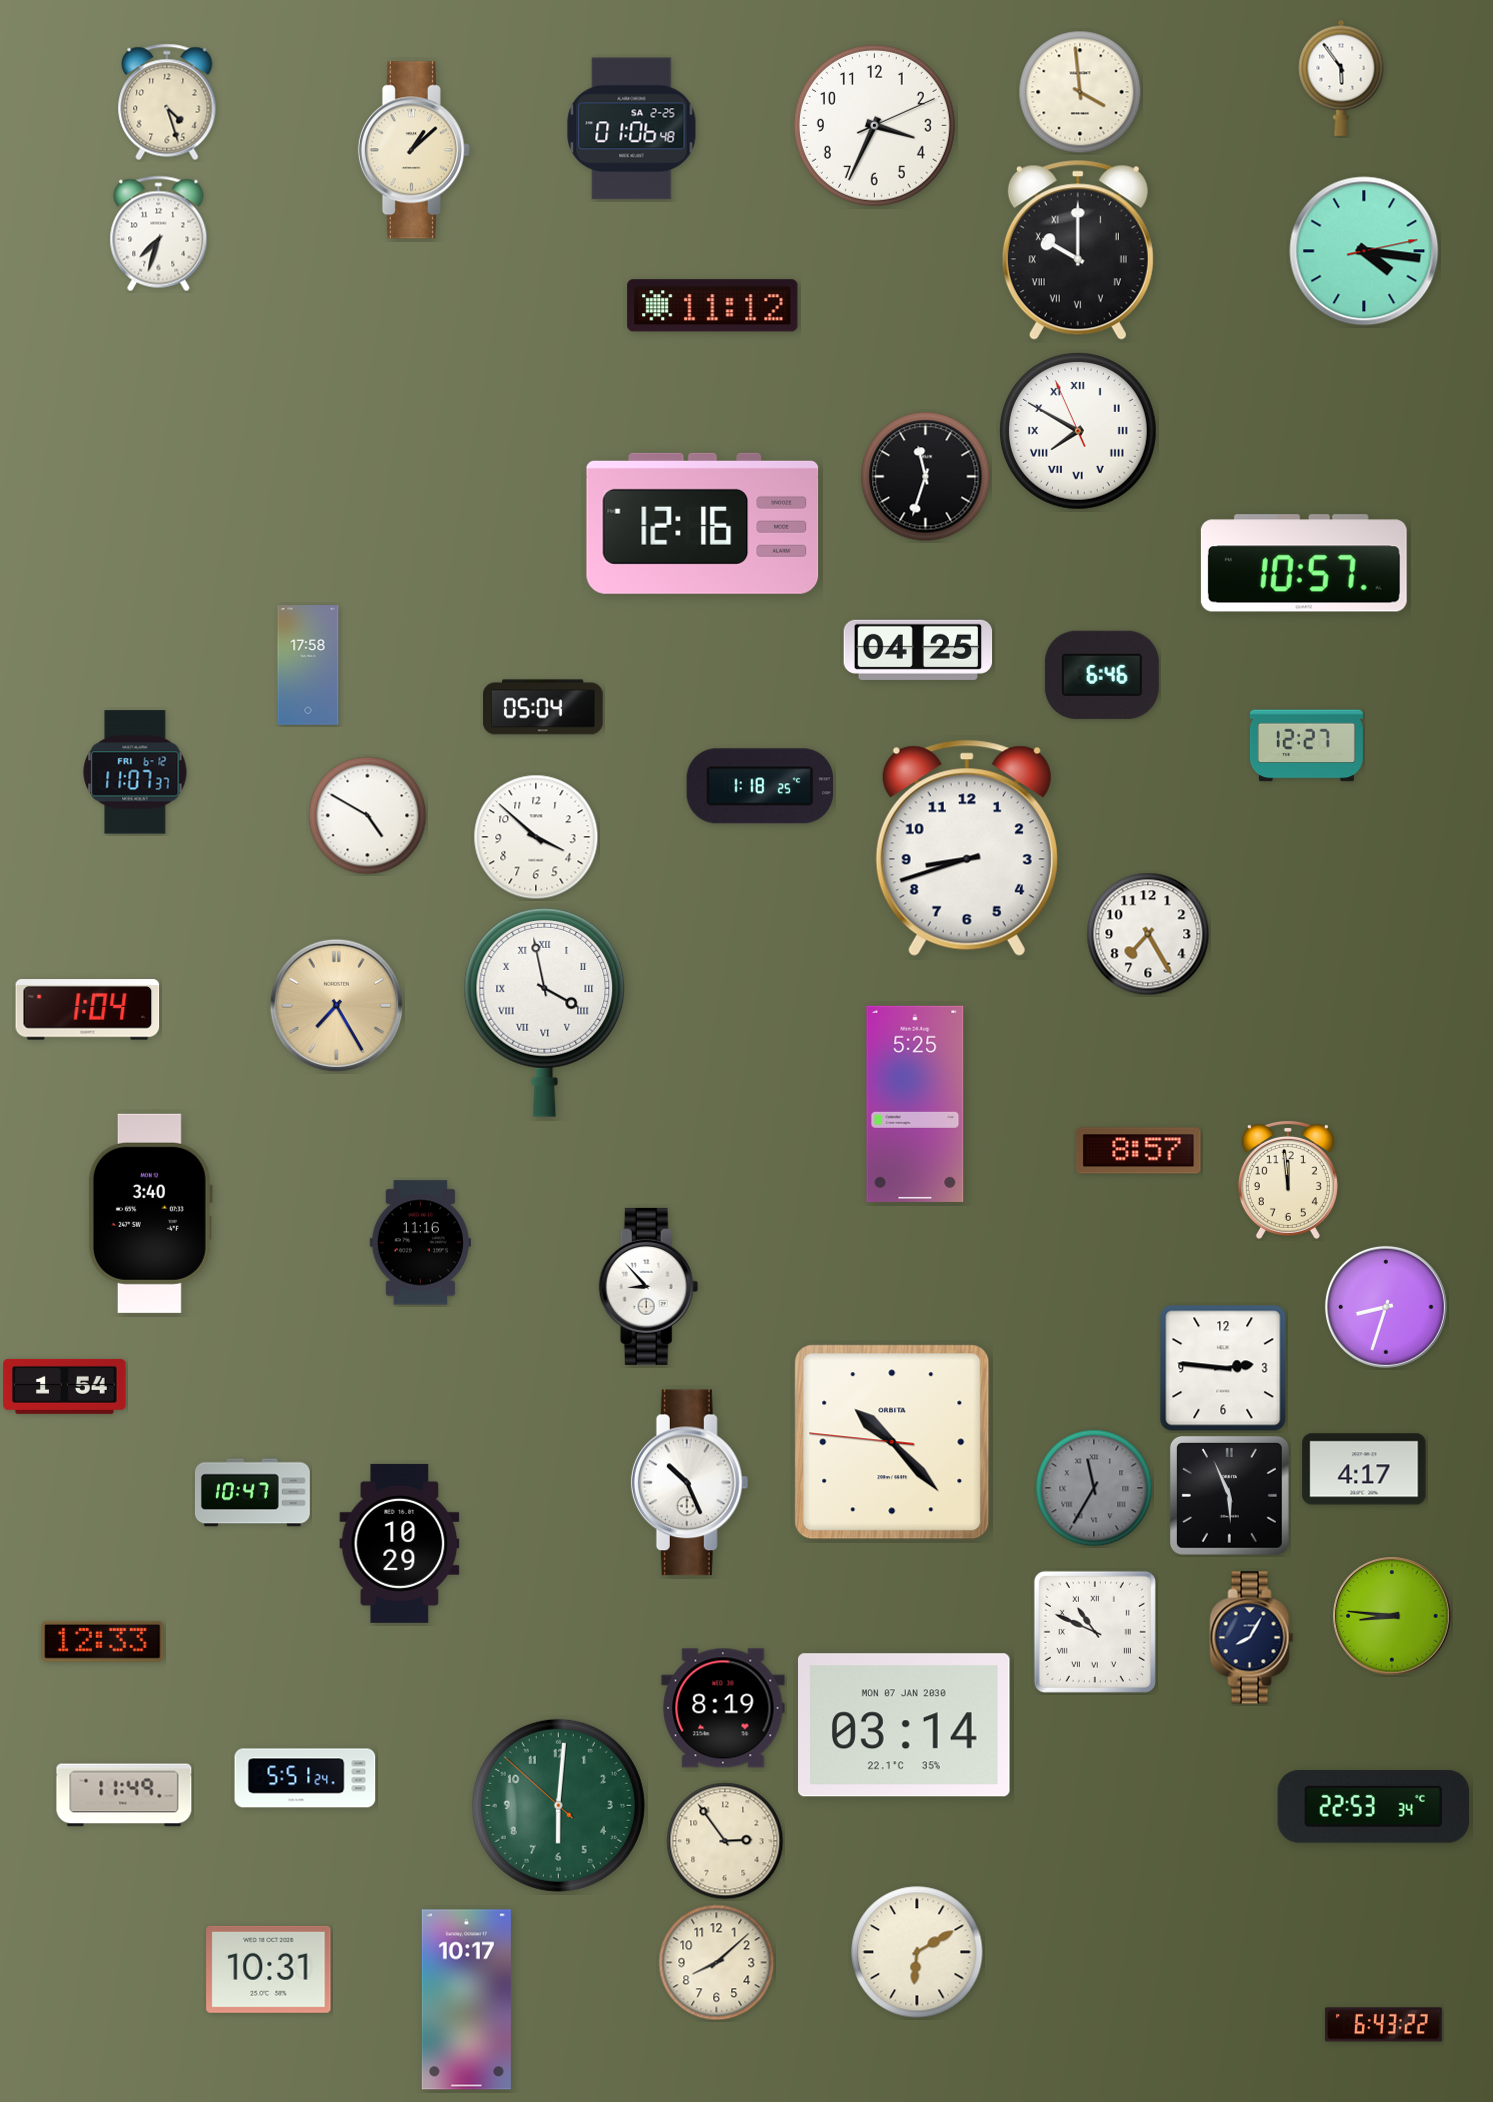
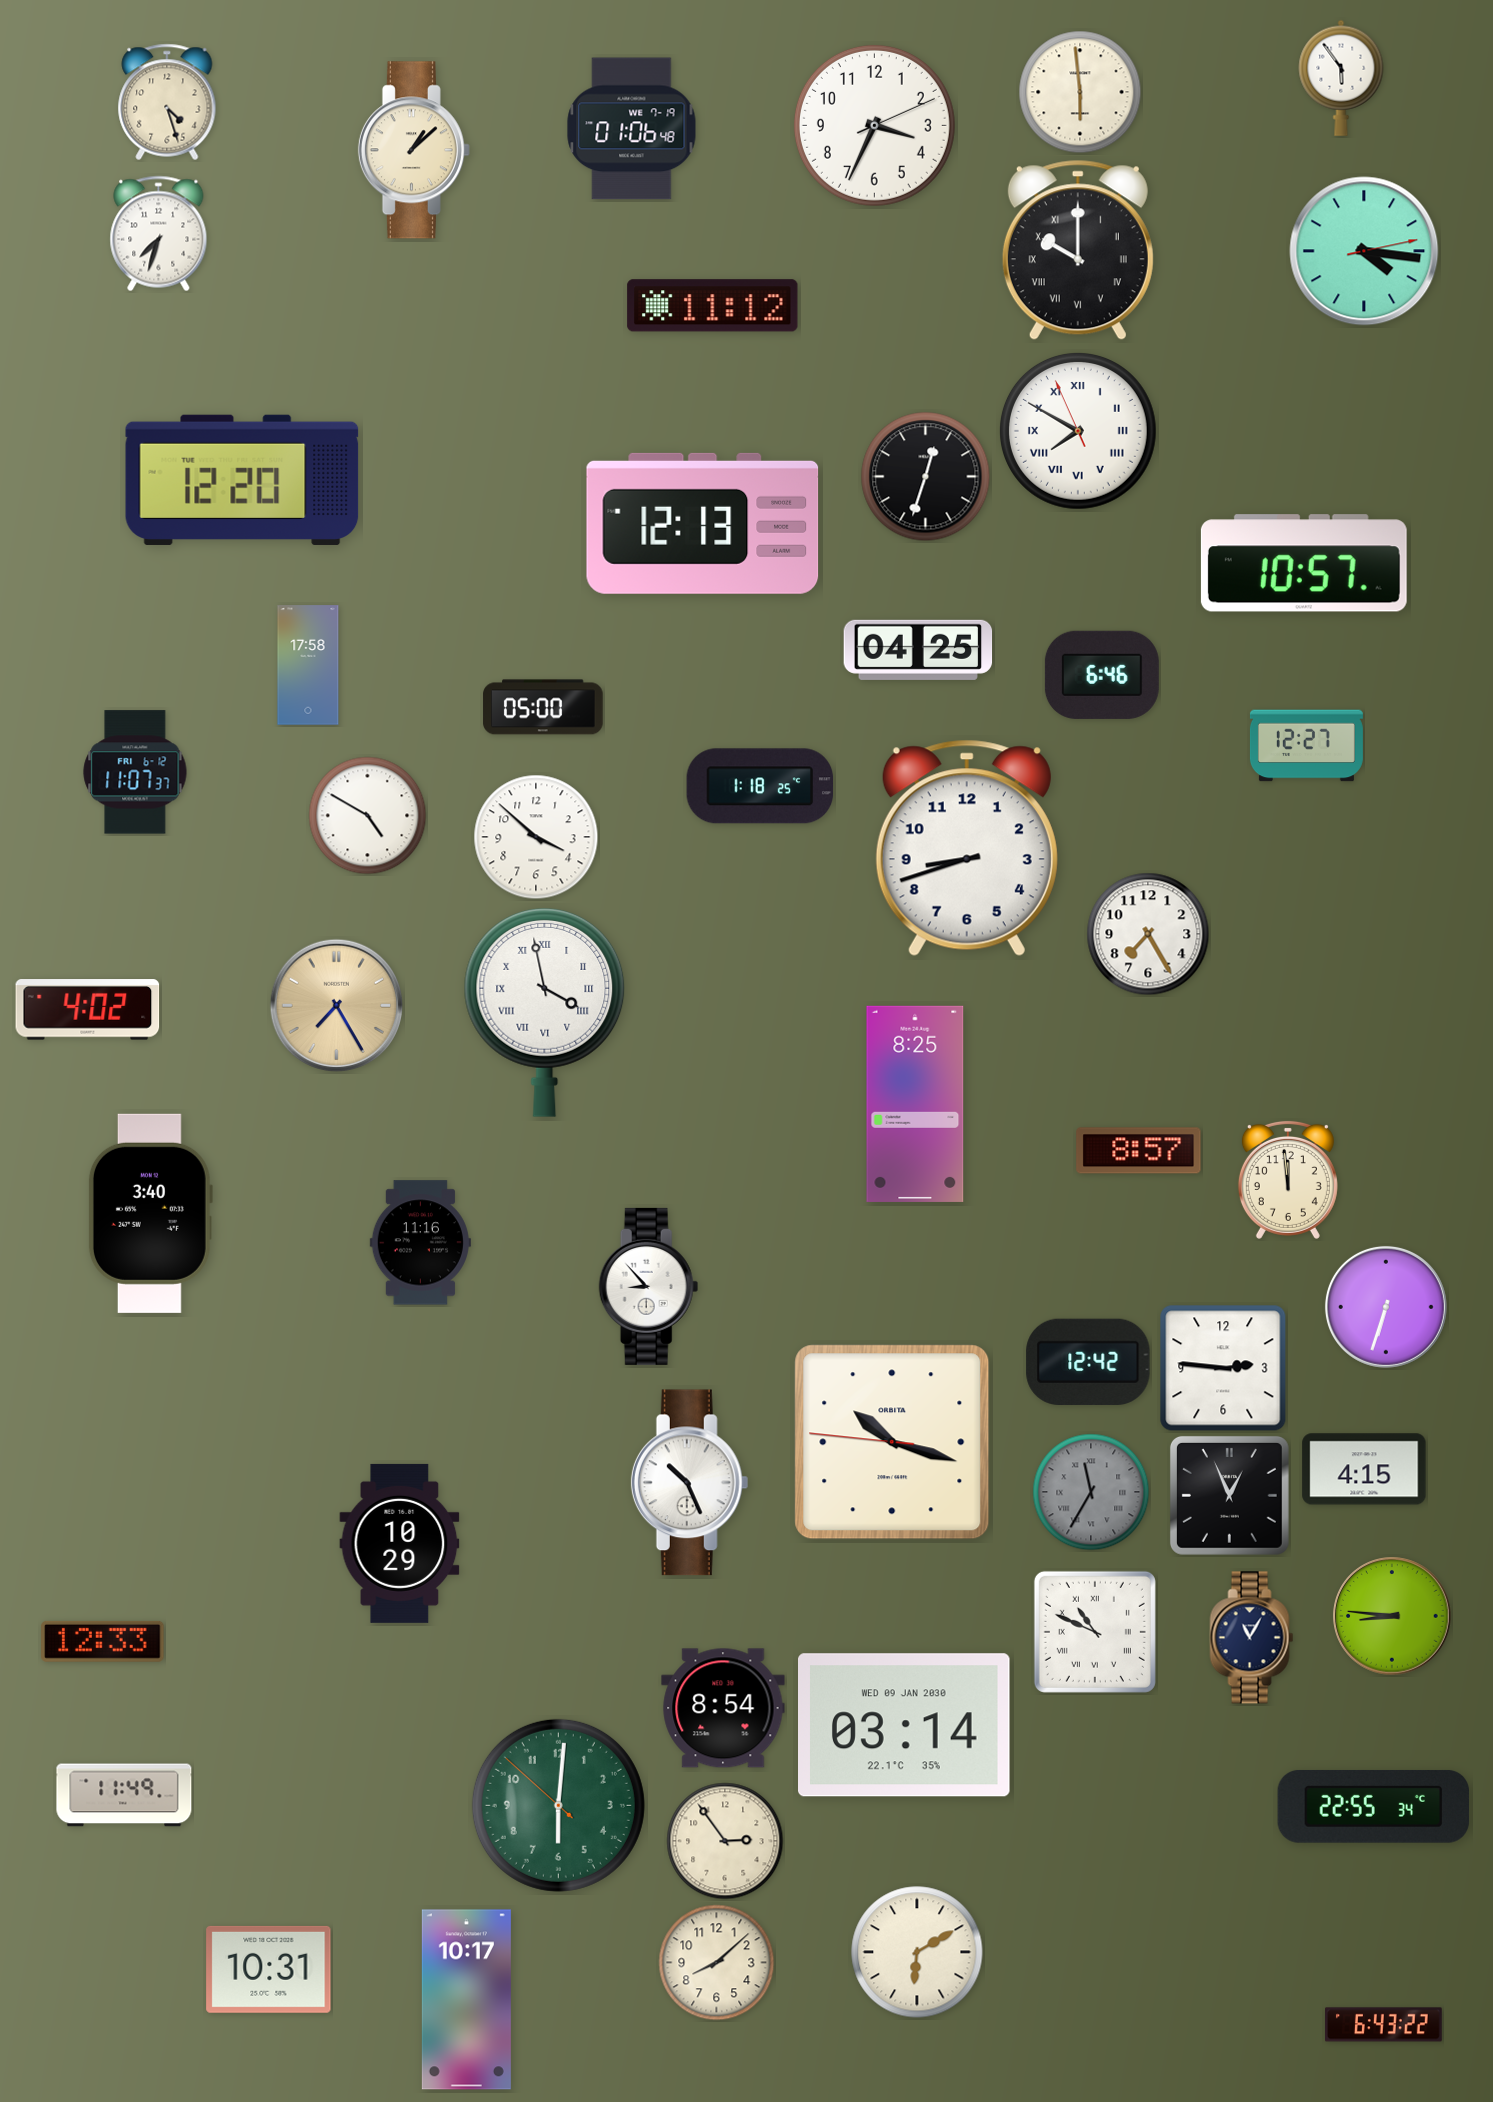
clock at (1080, 92): 3:59 -> 5:59
clock at (632, 129) date: SA 2-25 -> WE 7-19
clock at (926, 477): 11:33 -> 12:33
clock at (242, 480): none -> 12:20
clock at (703, 523): 12:16 -> 12:13
clock at (543, 707): 05:04 -> 05:00
clock at (88, 1010): 1:04 -> 4:02
clock at (915, 1104): 5:25 -> 8:25
clock at (1386, 1307): 8:33 -> 6:33
clock at (1088, 1362): none -> 12:42
clock at (65, 1386): 1:54 -> none
clock at (892, 1442): 10:22 -> 10:17
clock at (1364, 1469): 4:17 -> 4:15
clock at (1094, 1488) position: (1094, 1488) -> (1091, 1492)
clock at (252, 1493): 10:47 -> none
clock at (1229, 1495): 5:56 -> 12:56
clock at (1252, 1638): 8:05 -> 11:05
clock at (723, 1708): 8:19 -> 8:54
clock at (905, 1725) date: MON 07 JAN 2030 -> WED 09 JAN 2030
clock at (305, 1778): 5:51 -> none
clock at (1374, 1806): 22:53 -> 22:55
